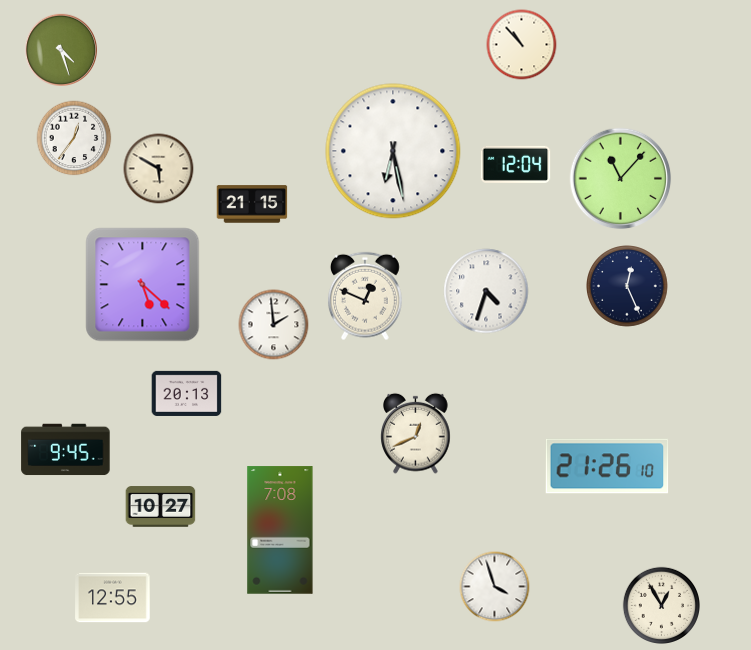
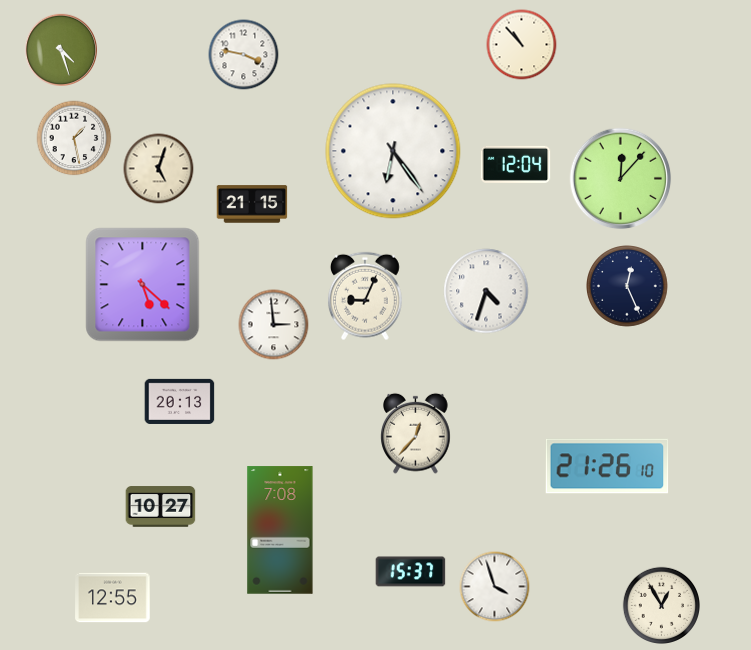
clock at (244, 55): none -> 3:47
clock at (74, 138): 12:36 -> 1:28
clock at (393, 151): 6:28 -> 6:24
clock at (159, 169): 5:50 -> 5:03
clock at (621, 179): 11:07 -> 12:07
clock at (365, 296): 12:49 -> 9:04
clock at (274, 325): 1:59 -> 2:59
clock at (187, 393) position: (187, 393) -> (180, 401)
clock at (416, 433): 12:41 -> 12:37
clock at (66, 450): 9:45 -> none
clock at (411, 572): none -> 15:37
